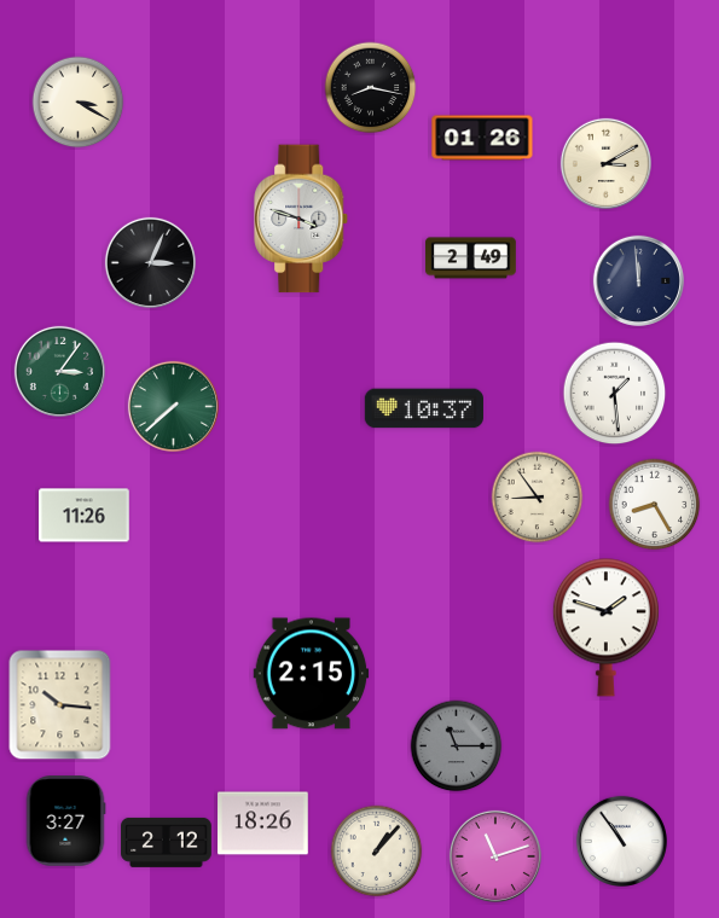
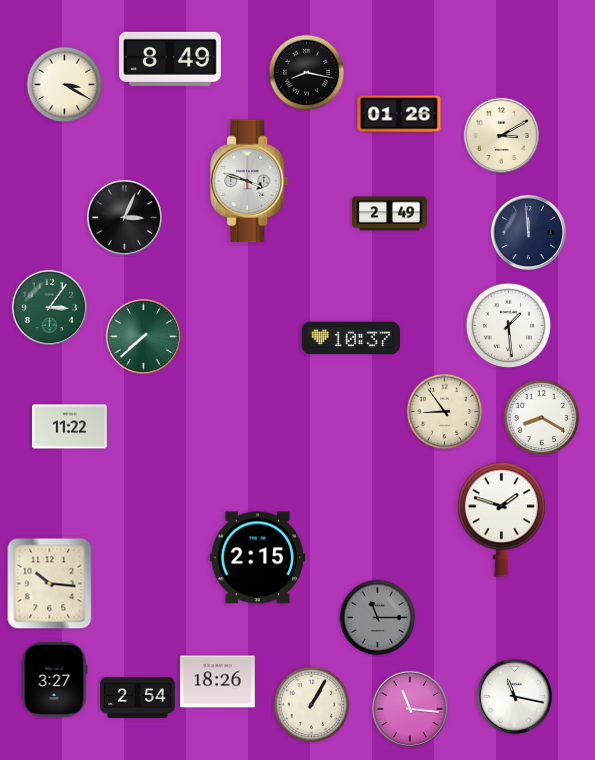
clock at (170, 59): none -> 8:49
clock at (655, 505): 8:25 -> 8:20
clock at (85, 516): 11:26 -> 11:22
clock at (621, 841): 10:54 -> 11:17
clock at (167, 842): 2:12 -> 2:54
clock at (377, 852): 1:07 -> 1:05
clock at (495, 856): 11:12 -> 11:16
